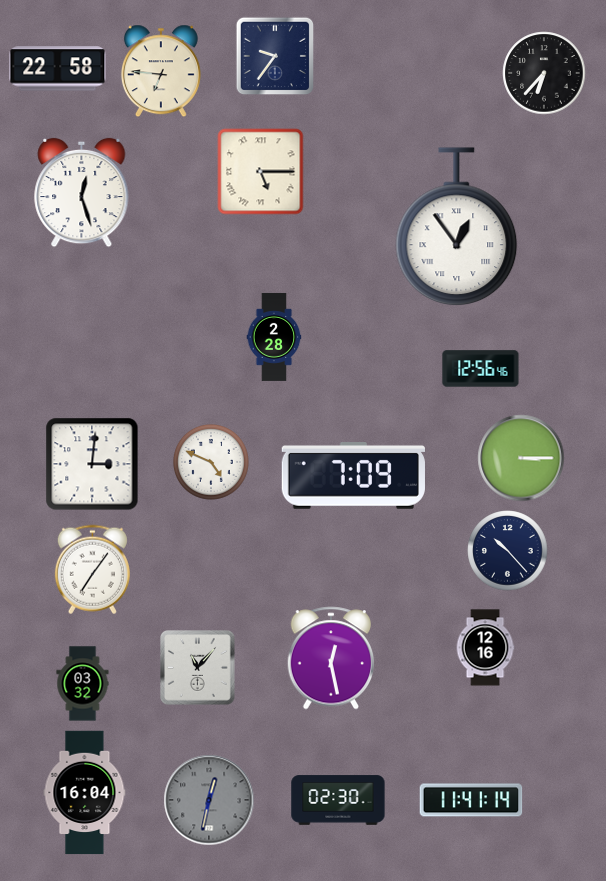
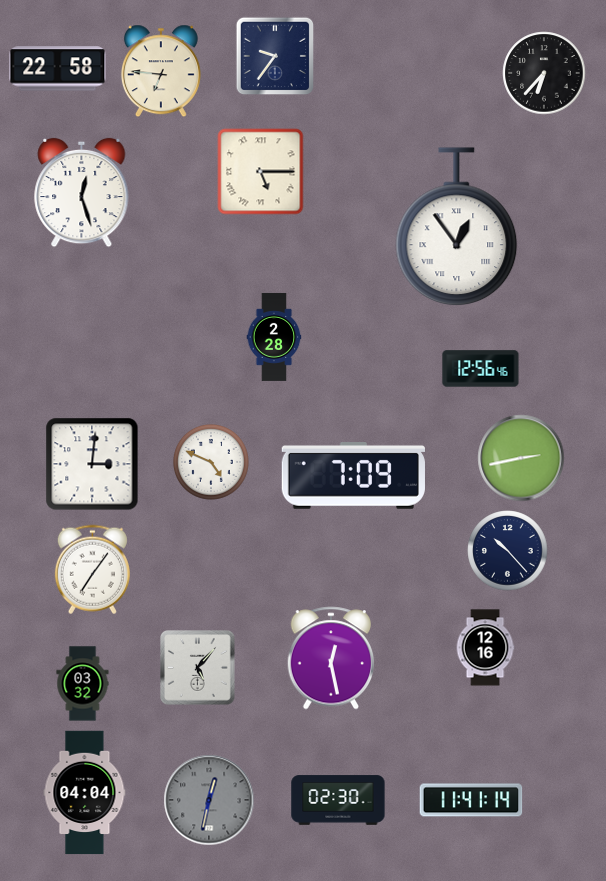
clock at (521, 458): 3:15 -> 2:43
clock at (198, 668): 11:07 -> 5:07
clock at (85, 793): 16:04 -> 04:04
